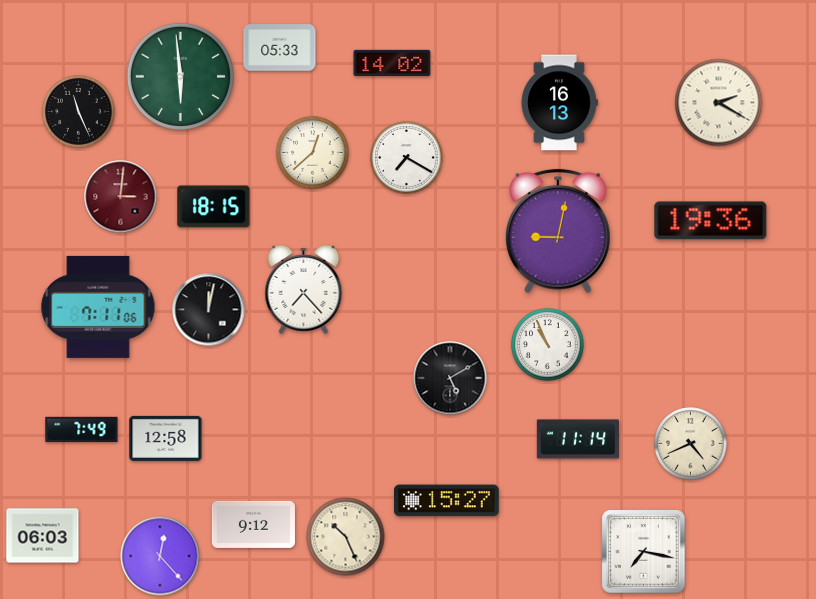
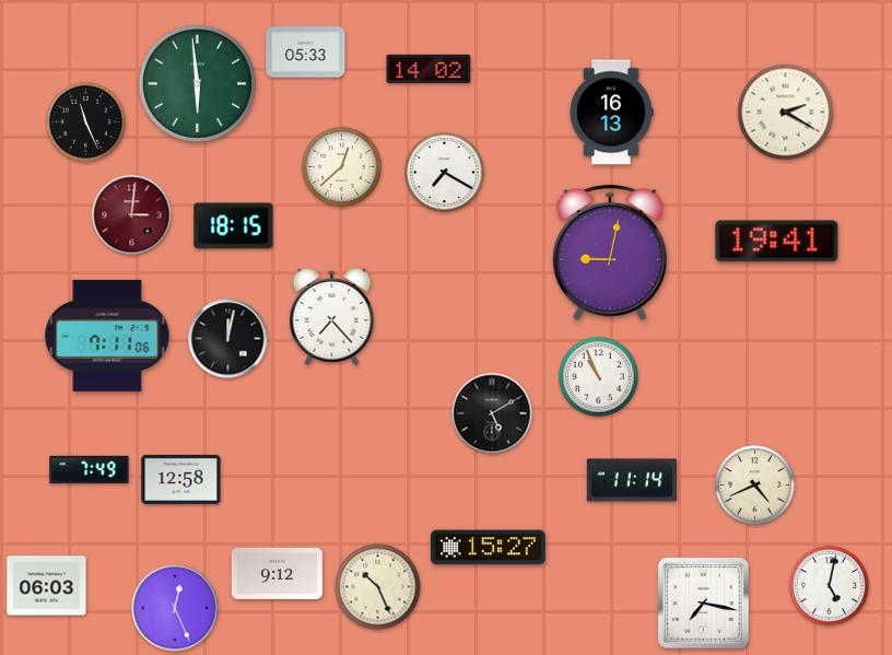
clock at (711, 221): 19:36 -> 19:41
clock at (830, 586): none -> 5:02
clock at (160, 556): 12:23 -> 12:26
